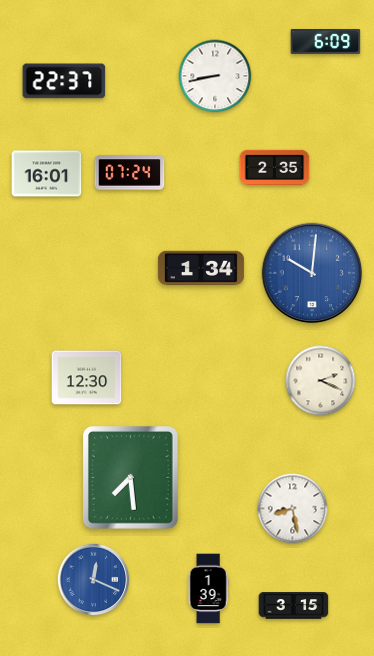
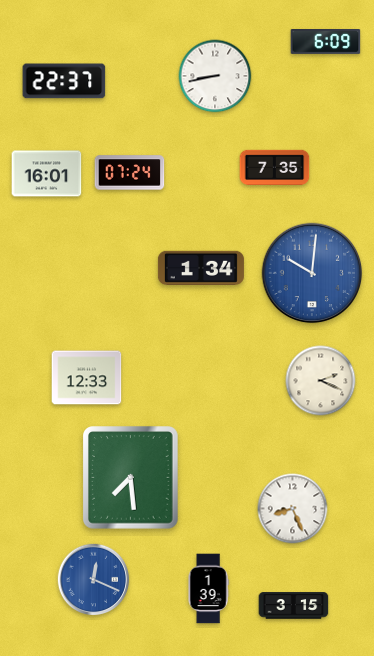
clock at (275, 167): 2:35 -> 7:35
clock at (87, 378): 12:30 -> 12:33
clock at (293, 509): 8:28 -> 8:26
